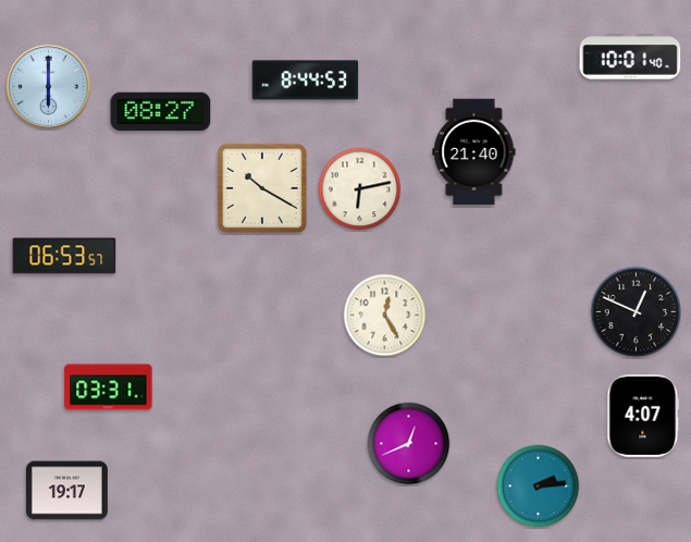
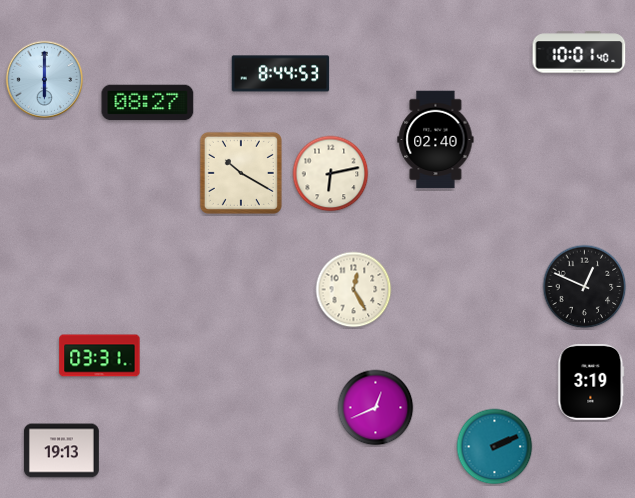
clock at (474, 152): 21:40 -> 02:40
clock at (64, 256): 06:53 -> none
clock at (643, 417): 4:07 -> 3:19
clock at (539, 486): 2:14 -> 2:11
clock at (66, 491): 19:17 -> 19:13
